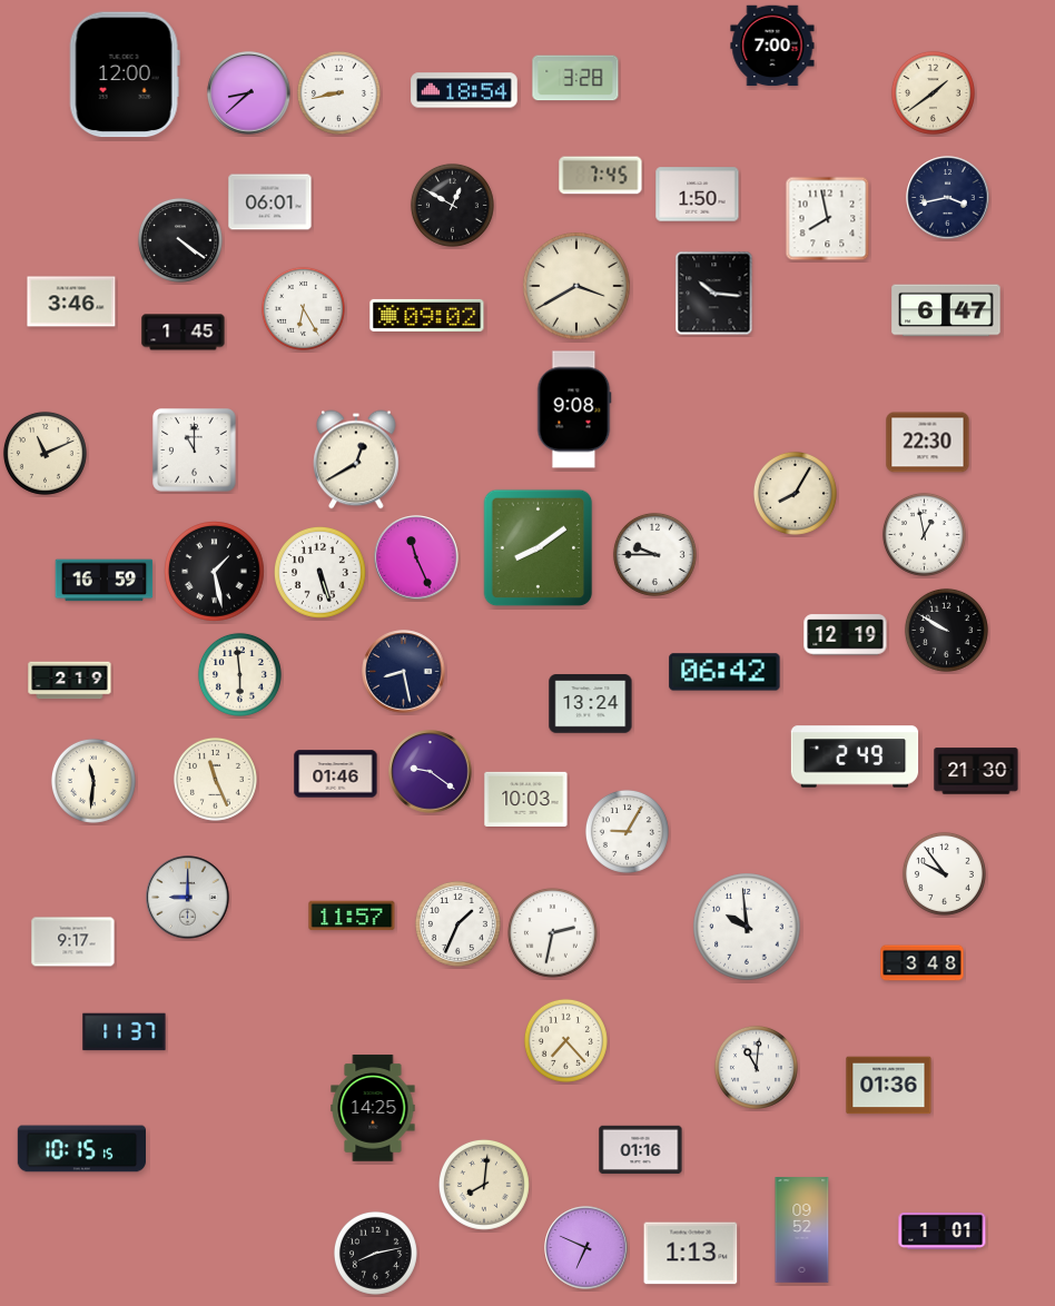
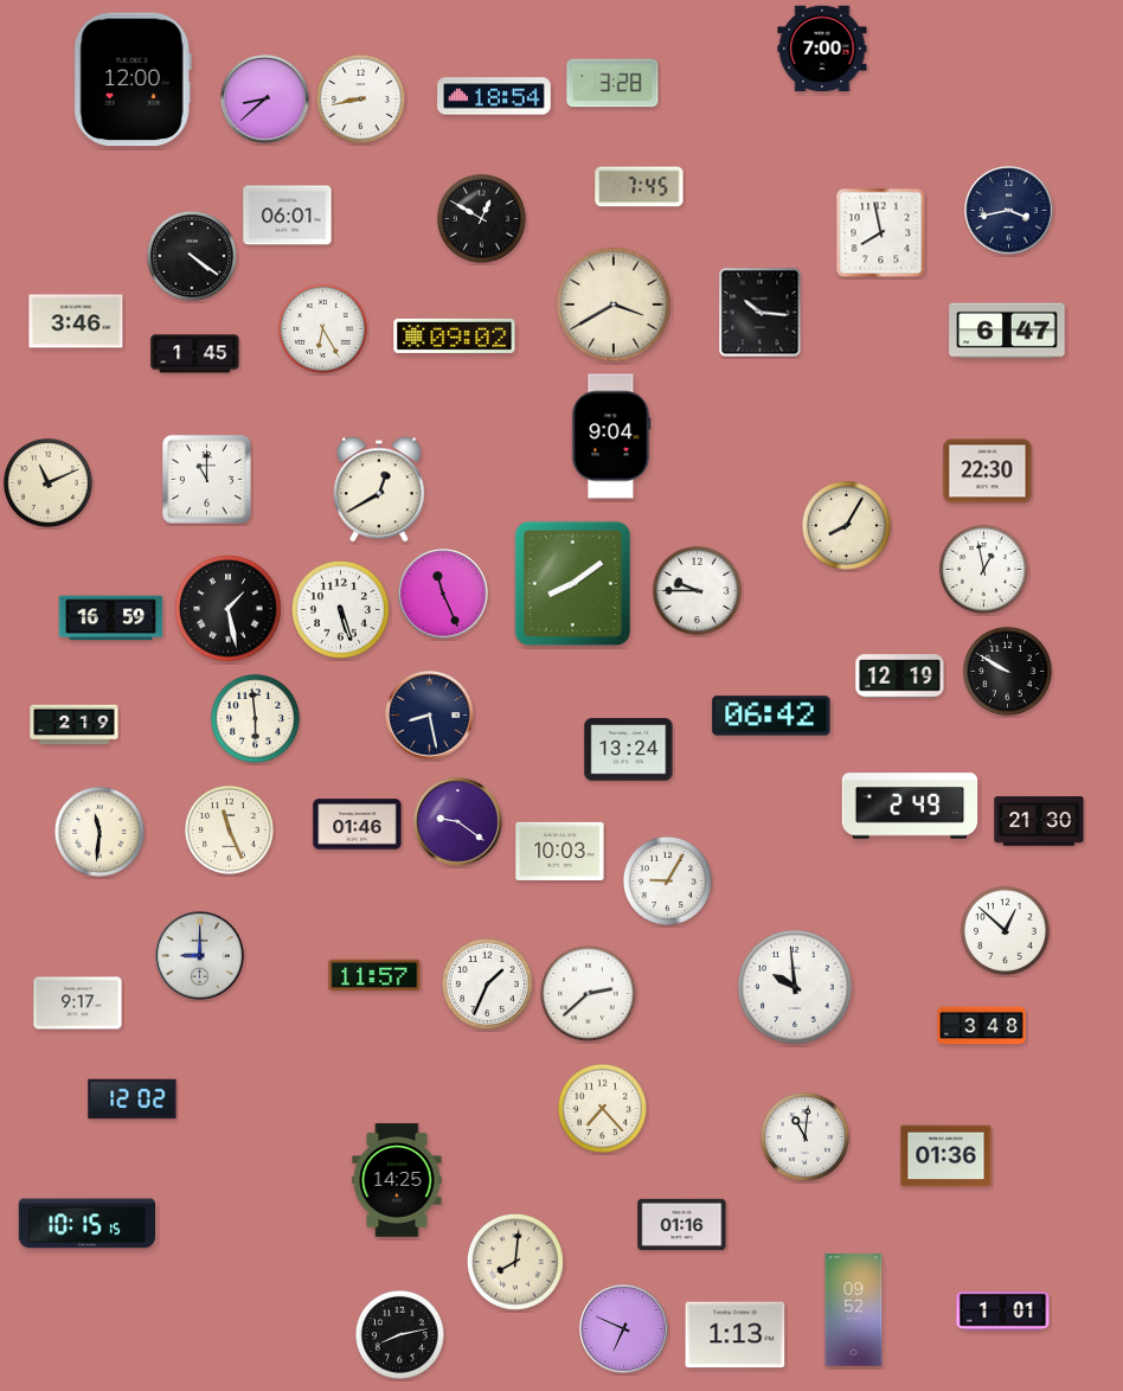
clock at (933, 92): 1:39 -> none
clock at (698, 195): 1:50 -> none
clock at (574, 409): 9:08 -> 9:04
clock at (627, 831) position: (627, 831) -> (667, 880)
clock at (944, 873): 9:54 -> 12:52
clock at (552, 932): 2:32 -> 2:38
clock at (125, 1032): 11:37 -> 12:02
